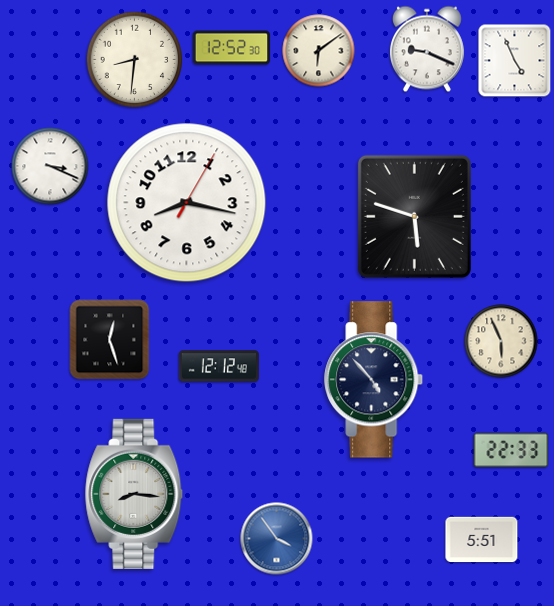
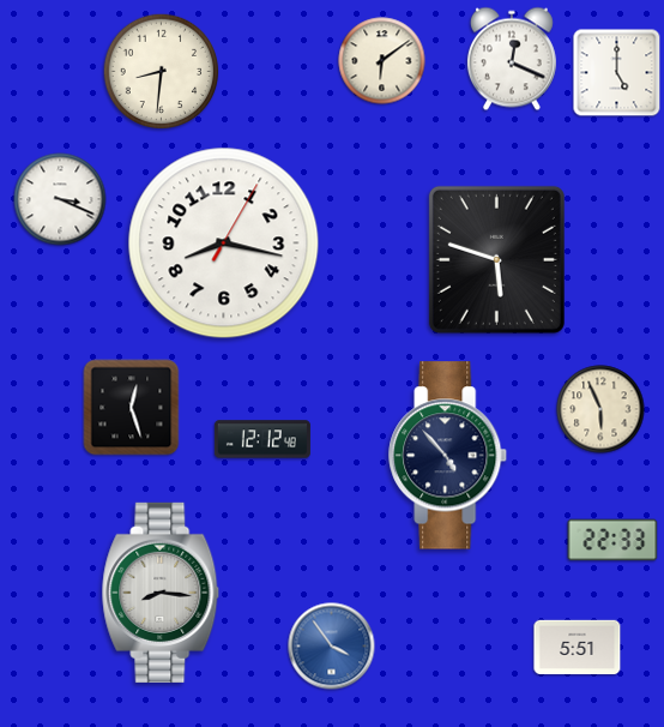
clock at (232, 48): 12:52 -> none
clock at (427, 49): 9:19 -> 12:19
clock at (515, 61): 4:56 -> 5:00
